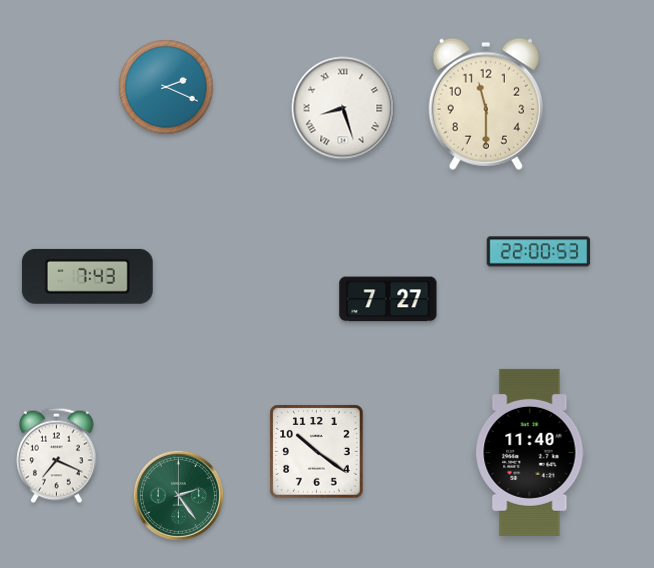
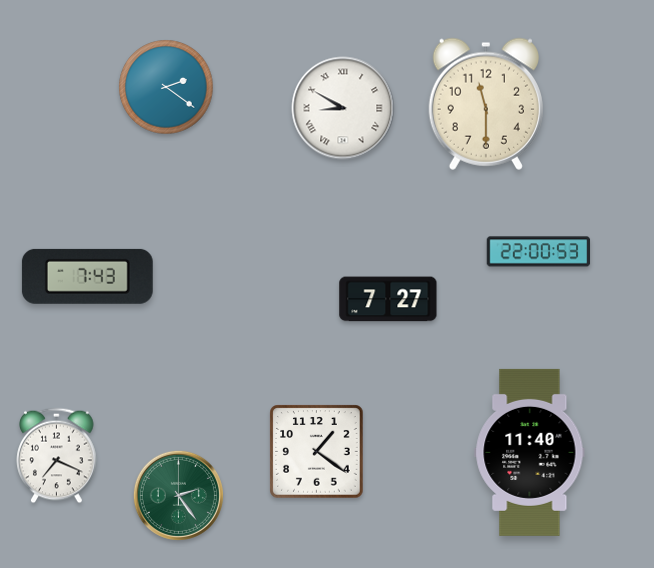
clock at (166, 87): 2:19 -> 2:21
clock at (343, 108): 8:27 -> 8:50
clock at (317, 452): 10:21 -> 1:21
